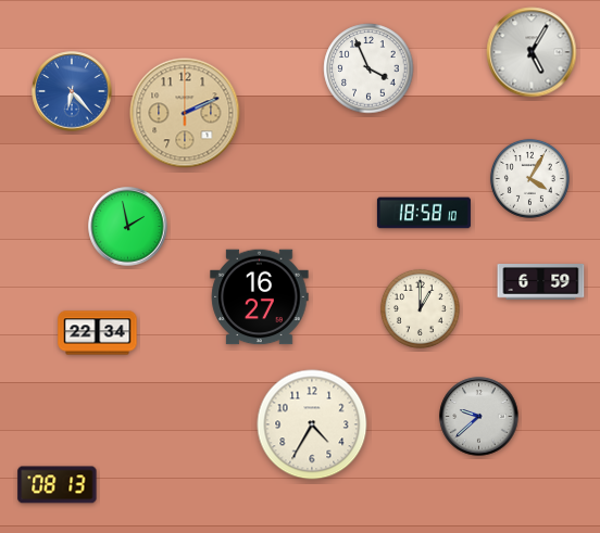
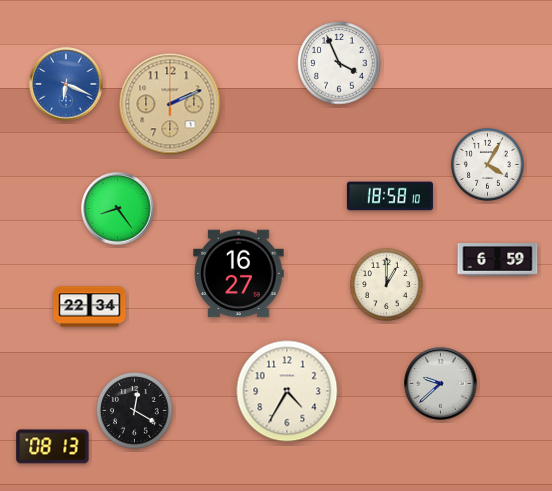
clock at (532, 52): 5:05 -> none
clock at (72, 91): 6:23 -> 6:19
clock at (128, 227): 1:58 -> 8:24
clock at (135, 411): none -> 12:20
